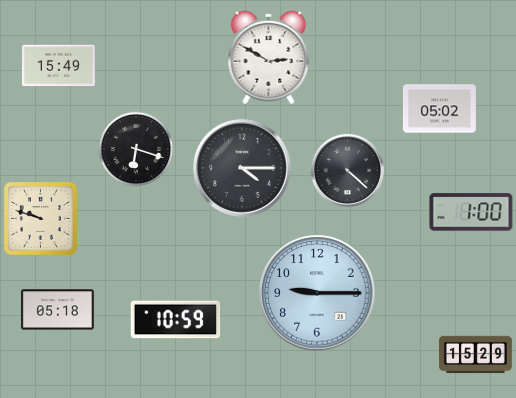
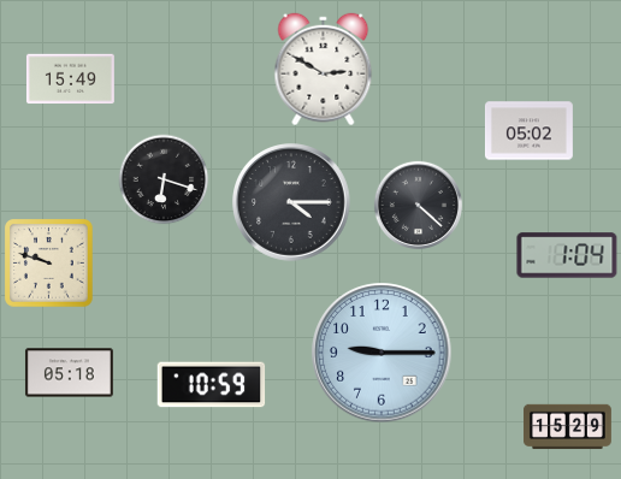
clock at (471, 212): 1:00 -> 1:04
clock at (476, 355) position: (476, 355) -> (568, 427)
